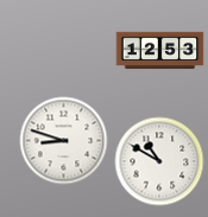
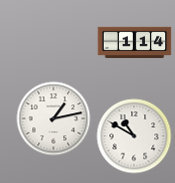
clock at (160, 51): 12:53 -> 1:14
clock at (64, 141): 8:48 -> 1:13
